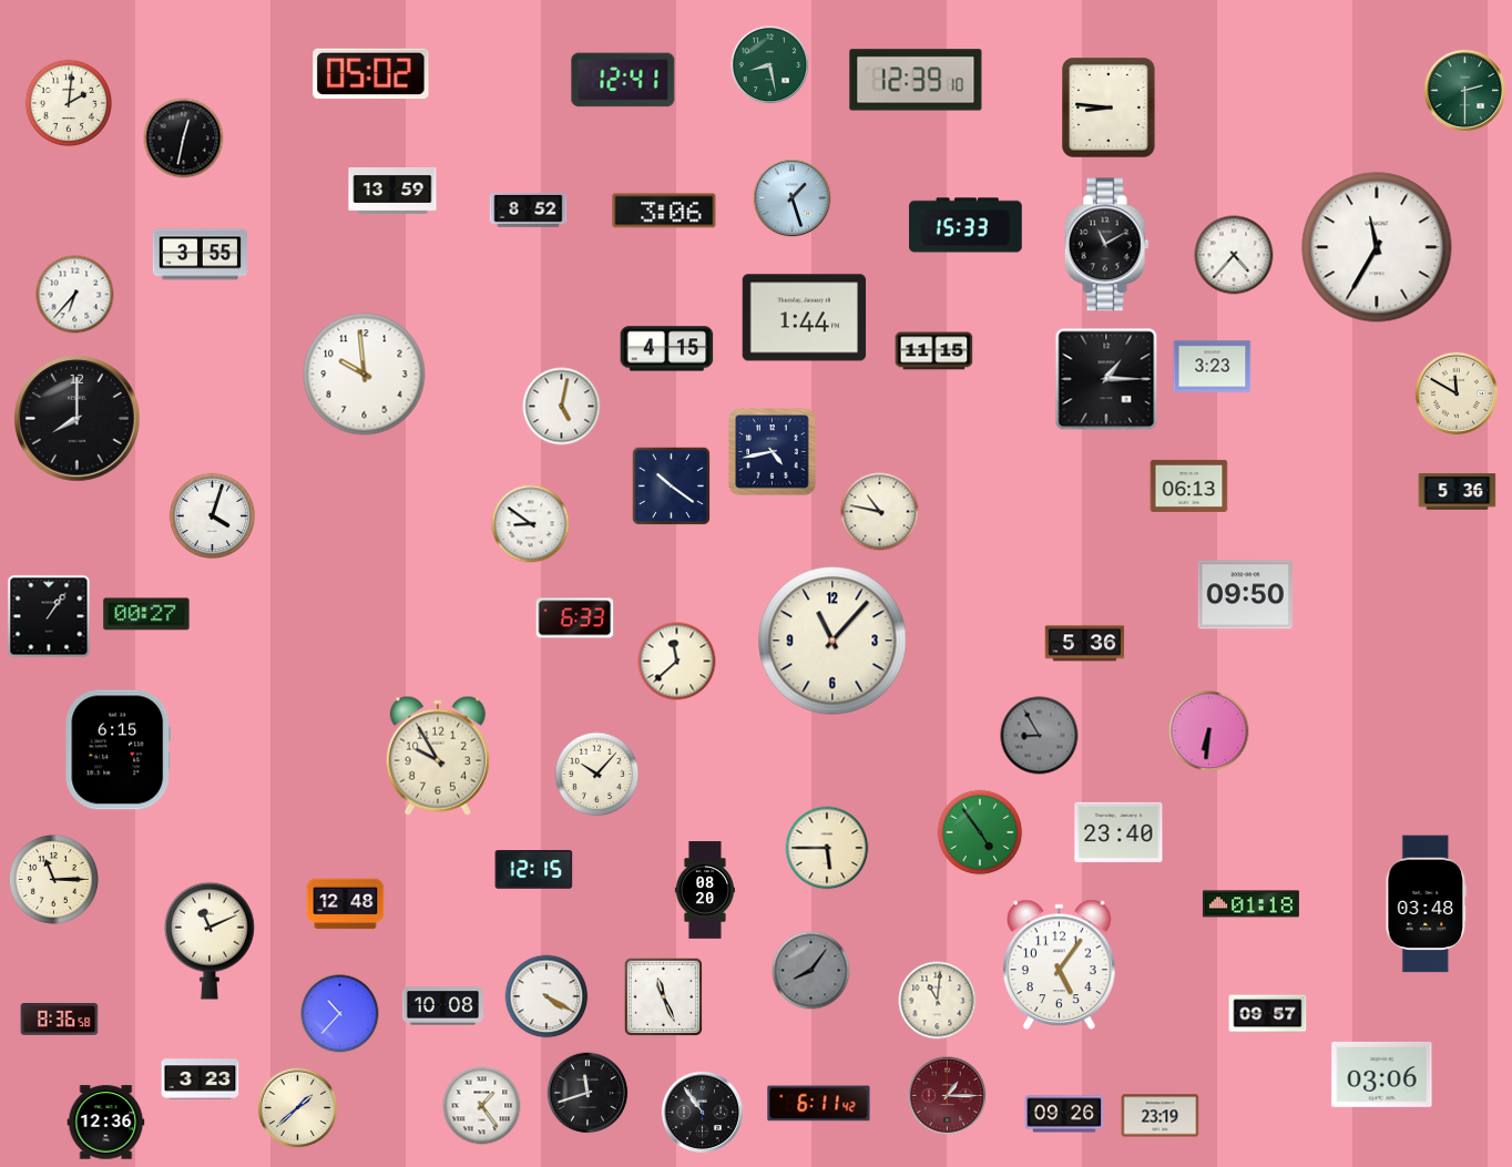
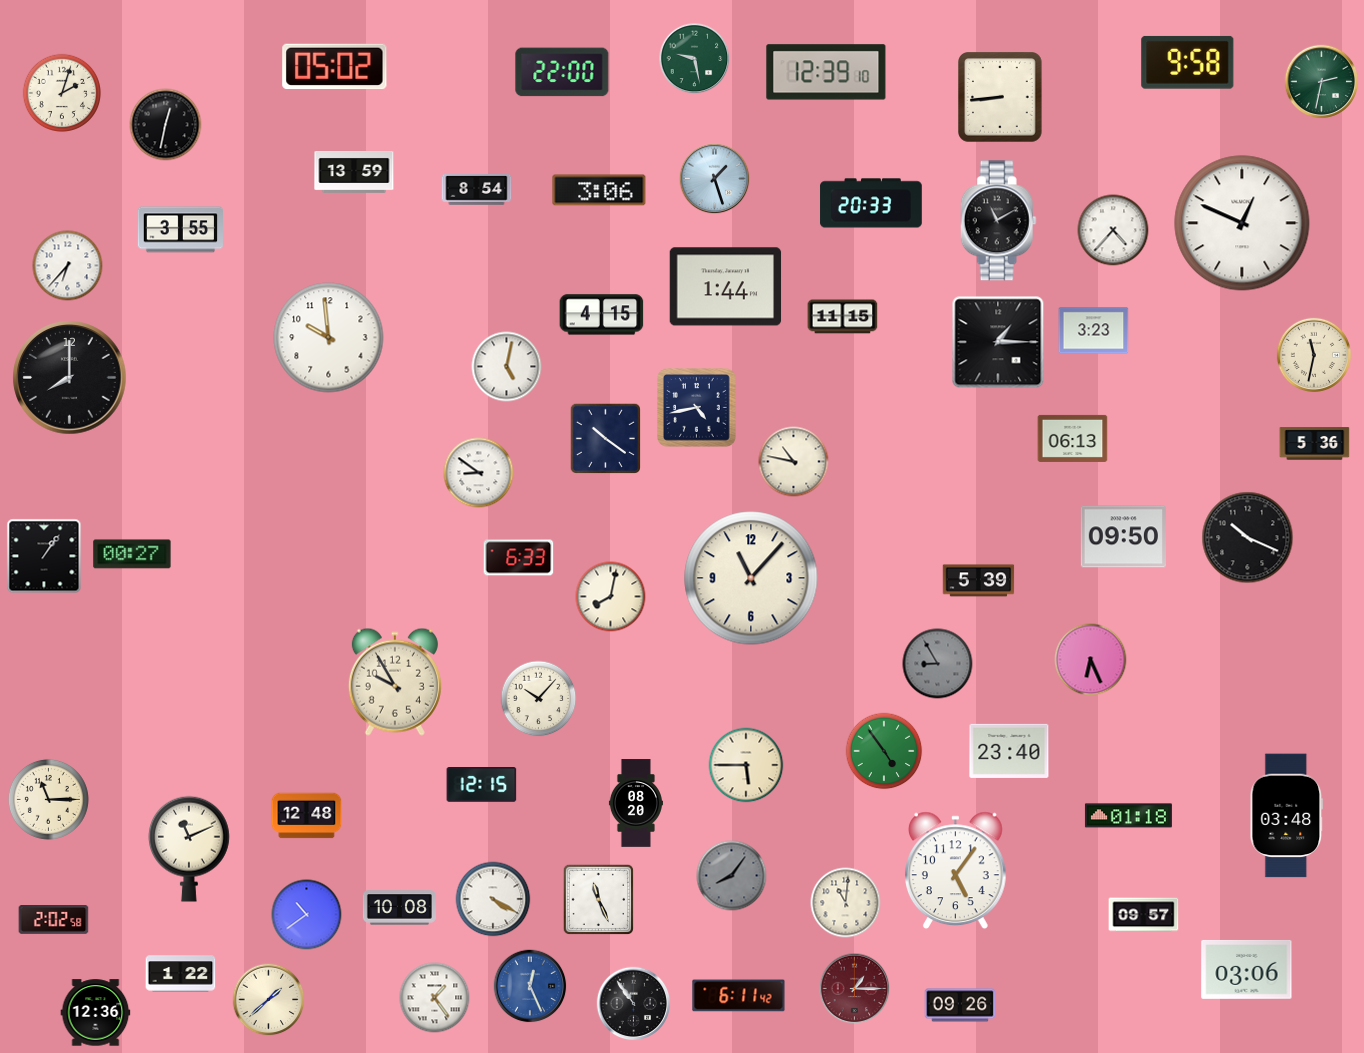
clock at (770, 65): 8:28 -> 9:28
clock at (1188, 62): none -> 9:58
clock at (623, 80): 12:41 -> 22:00
clock at (1465, 91): 2:30 -> 2:32
clock at (69, 103): 2:01 -> 2:03
clock at (1110, 108): 8:46 -> 8:44
clock at (529, 211): 8:52 -> 8:54
clock at (966, 225): 15:33 -> 20:33
clock at (1377, 247): 11:35 -> 12:49
clock at (1455, 392): 11:50 -> 11:32
clock at (213, 516): 4:03 -> none
clock at (1248, 538): none -> 10:19
clock at (1085, 644): 5:36 -> 5:39
clock at (677, 662): 11:38 -> 8:02
clock at (1209, 731): 6:31 -> 6:26
clock at (119, 750): 6:15 -> none
clock at (53, 879) position: (53, 879) -> (48, 799)
clock at (346, 904) position: (346, 904) -> (307, 816)
clock at (340, 1014): 10:37 -> 10:39
clock at (60, 1020): 8:36 -> 2:02
clock at (201, 1079): 3:23 -> 1:22
clock at (588, 1093): 11:42 -> 12:26
clock at (588, 1093) dial: black -> blue
clock at (1161, 1116): 23:19 -> none
